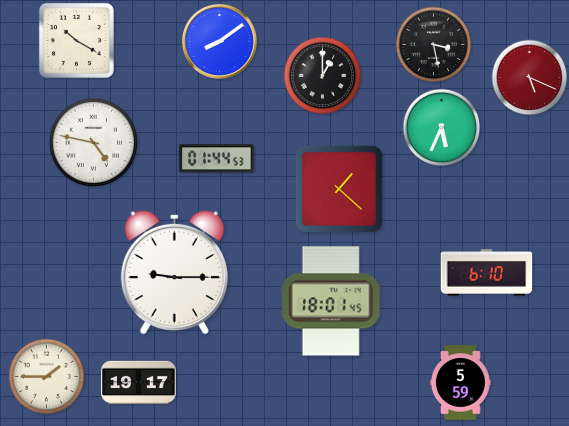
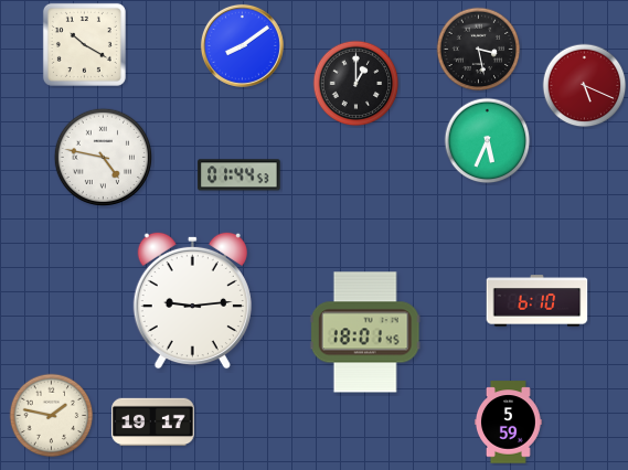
clock at (339, 189): 1:22 -> none
clock at (174, 272): 9:15 -> 9:14
clock at (47, 377): 1:45 -> 1:47
